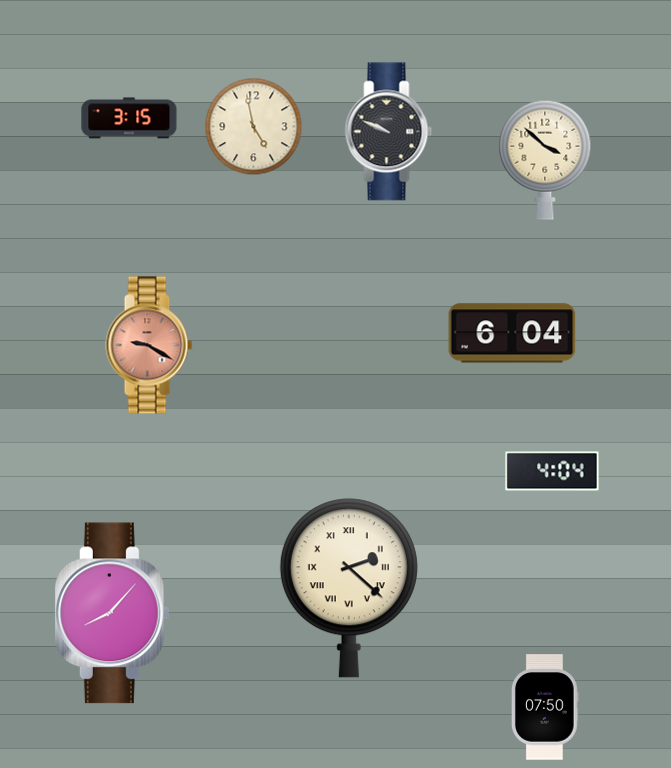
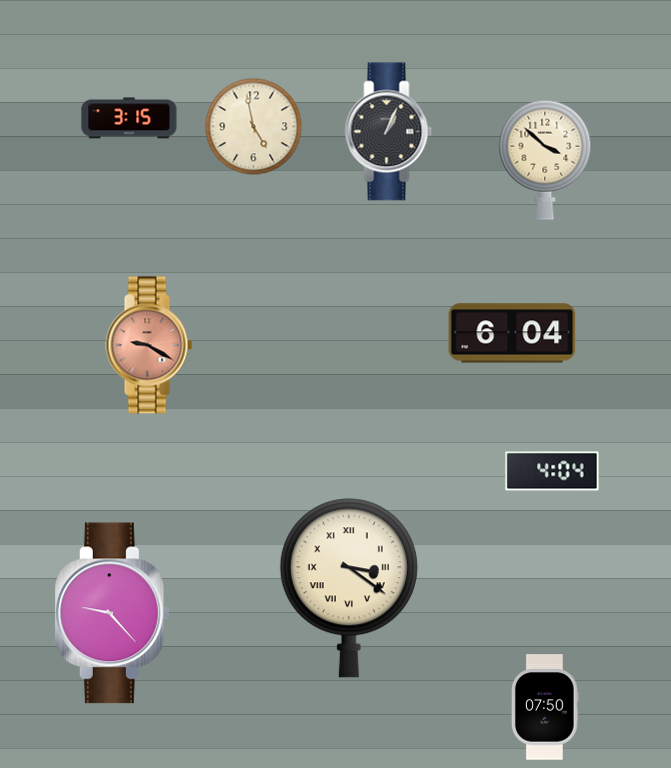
clock at (389, 132): 9:49 -> 1:04
clock at (349, 588): 2:22 -> 3:21
clock at (112, 613): 8:07 -> 9:23
